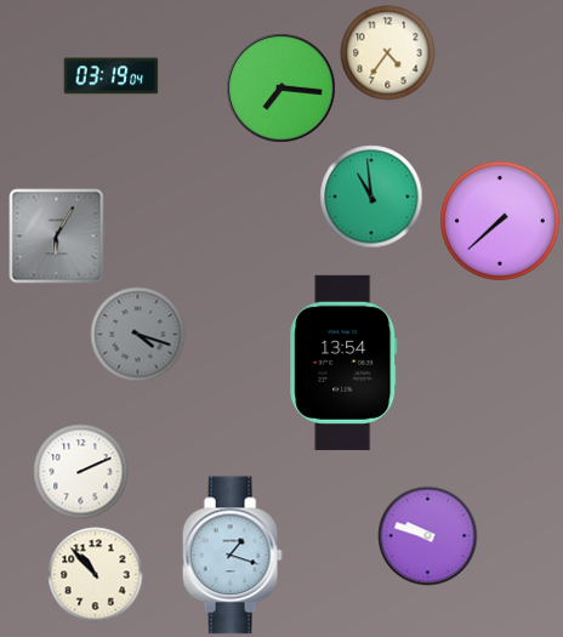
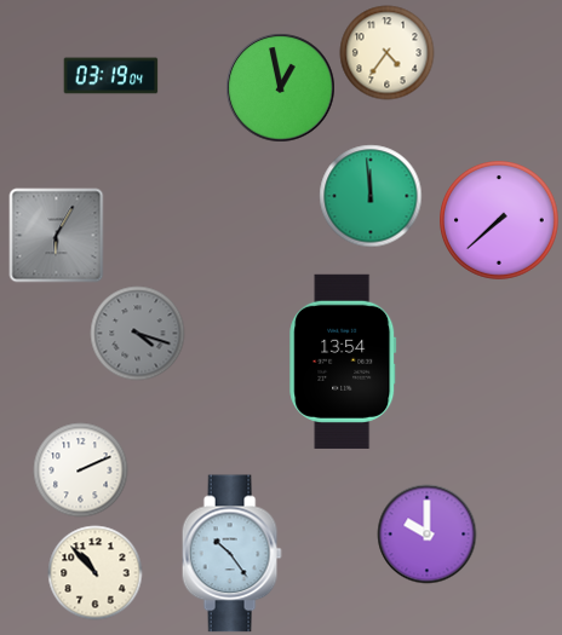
clock at (280, 87): 7:16 -> 12:58
clock at (371, 197): 10:59 -> 11:59
clock at (427, 535): 9:48 -> 10:00
clock at (232, 556): 1:18 -> 10:24
